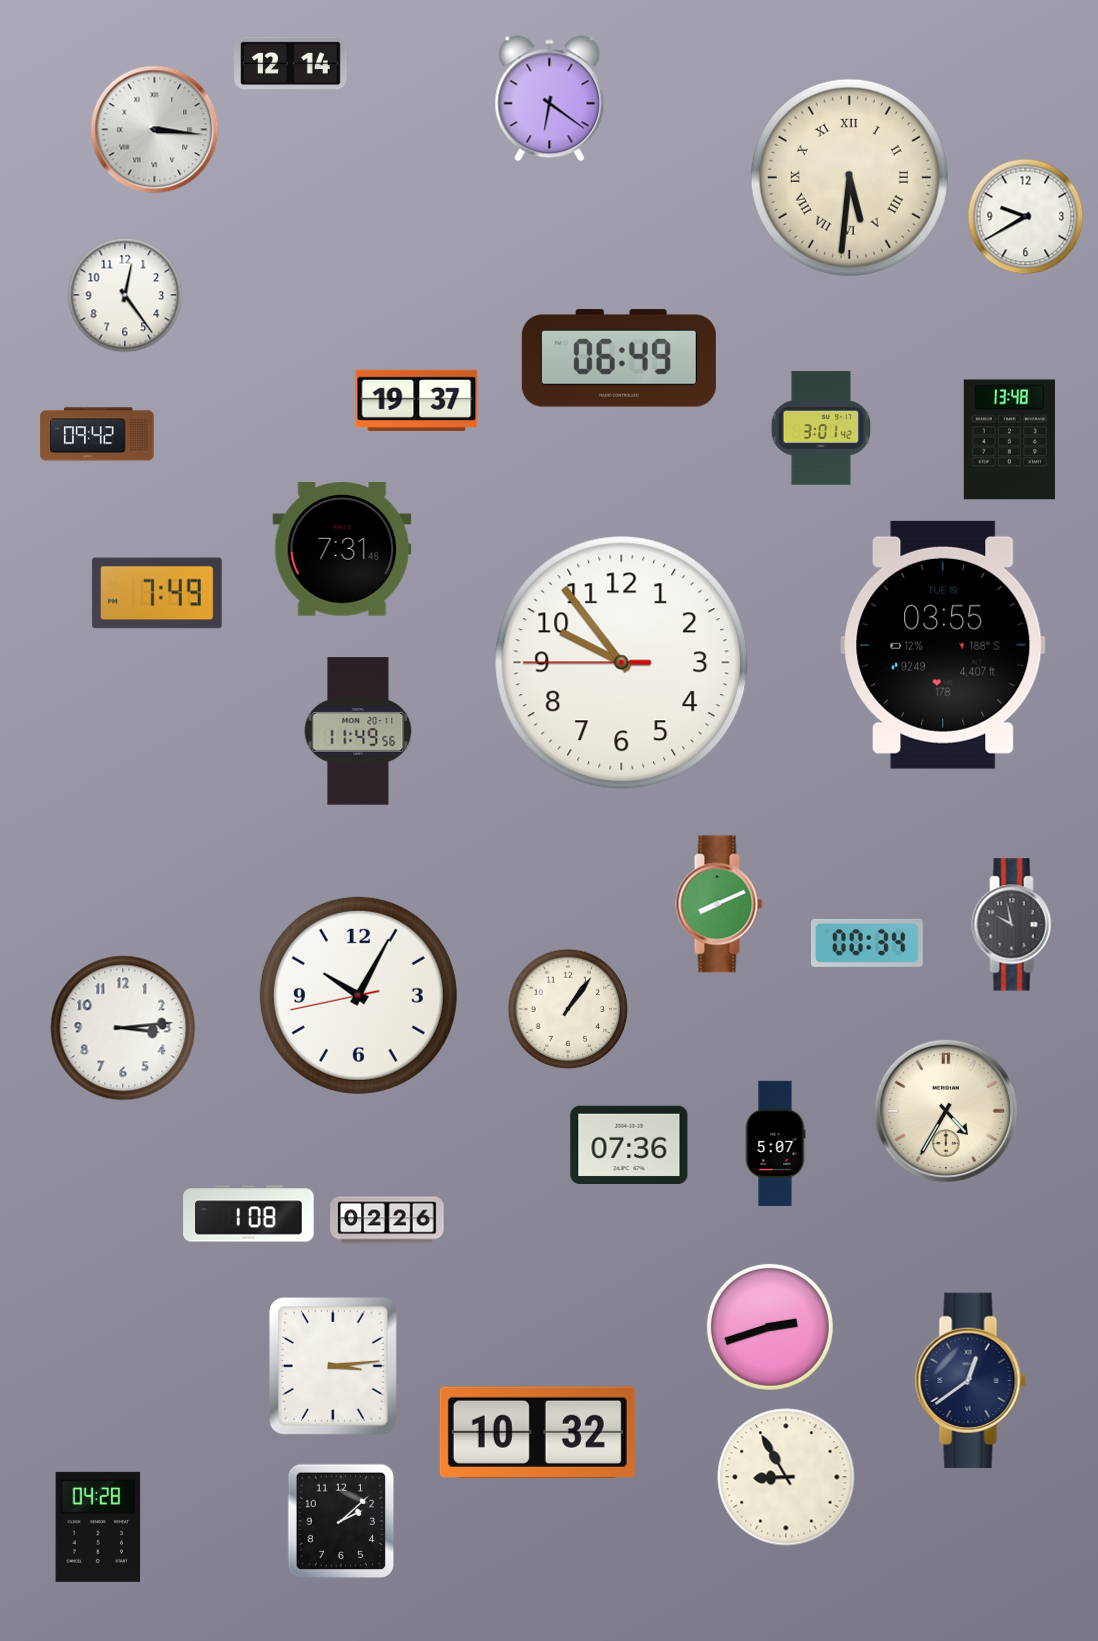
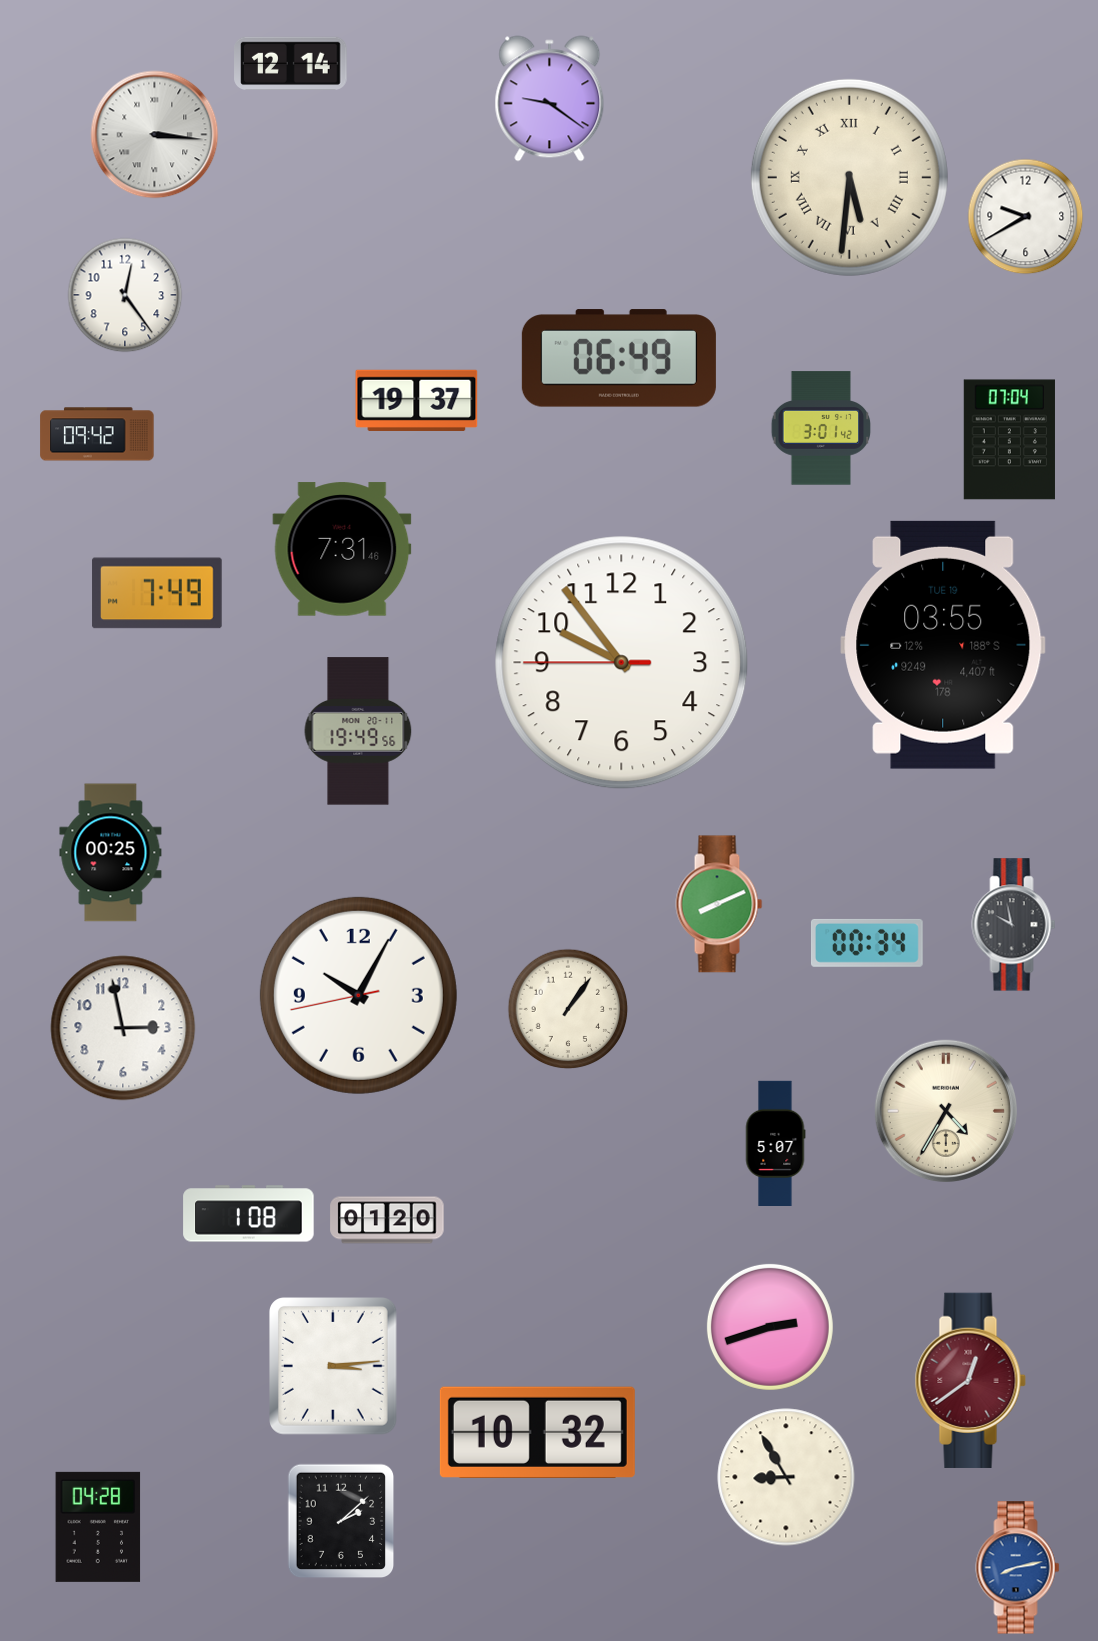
clock at (550, 99): 6:21 -> 9:21
clock at (155, 130) position: (155, 130) -> (155, 135)
clock at (1009, 440): 13:48 -> 07:04
clock at (358, 731): 11:49 -> 19:49
clock at (111, 853): none -> 00:25
clock at (123, 1028): 3:14 -> 2:58
clock at (629, 1144): 07:36 -> none
clock at (387, 1220): 02:26 -> 01:20
clock at (970, 1380) dial: navy -> burgundy
clock at (1018, 1568): none -> 8:13
